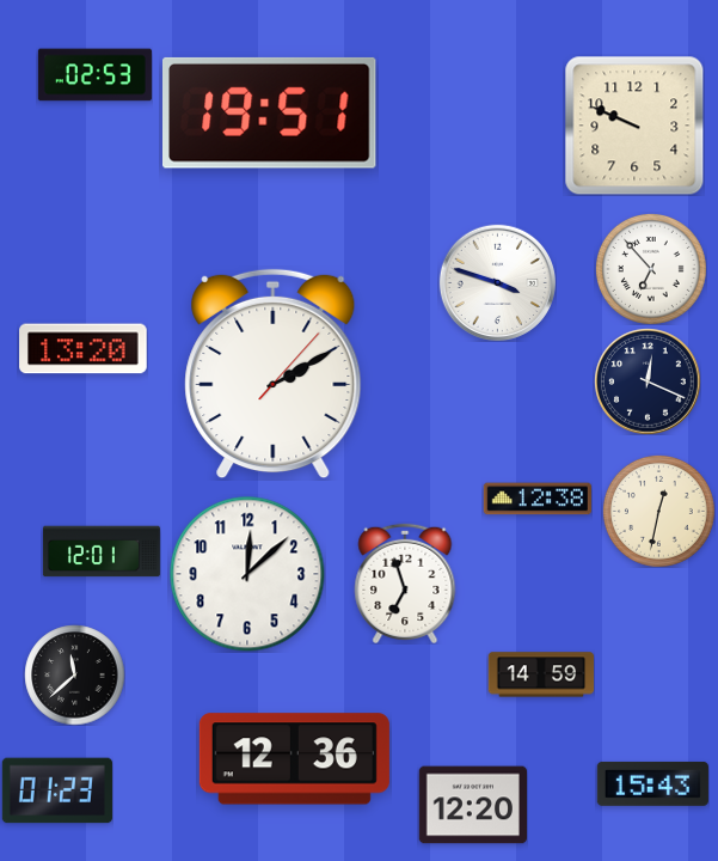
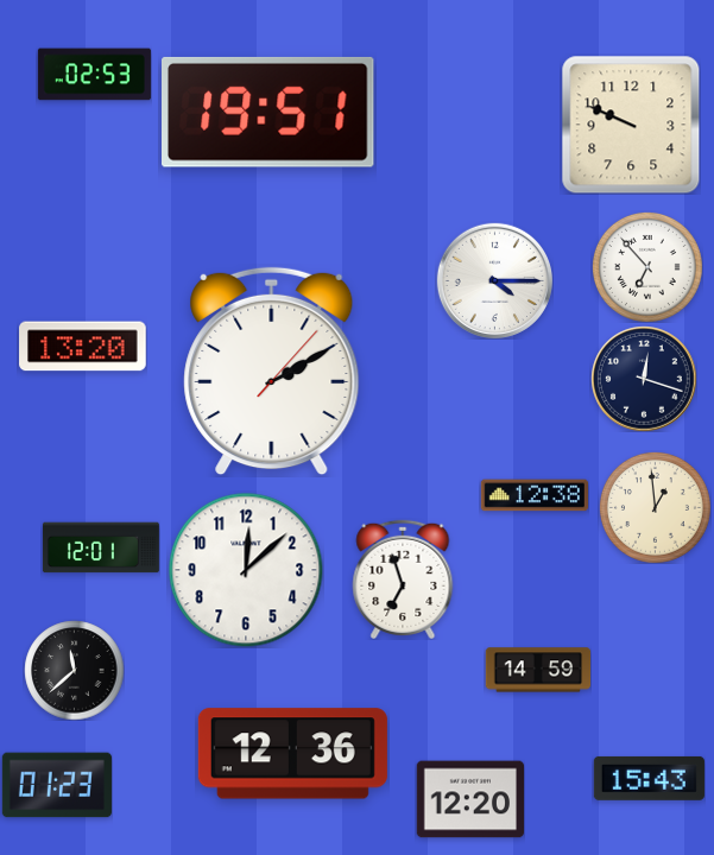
clock at (497, 282): 3:48 -> 4:15
clock at (648, 381): 12:19 -> 12:18
clock at (658, 511): 12:32 -> 12:59
